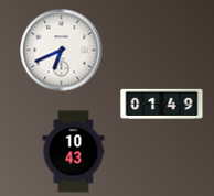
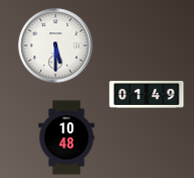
clock at (62, 51): 6:41 -> 5:30
clock at (74, 152): 10:43 -> 10:48
